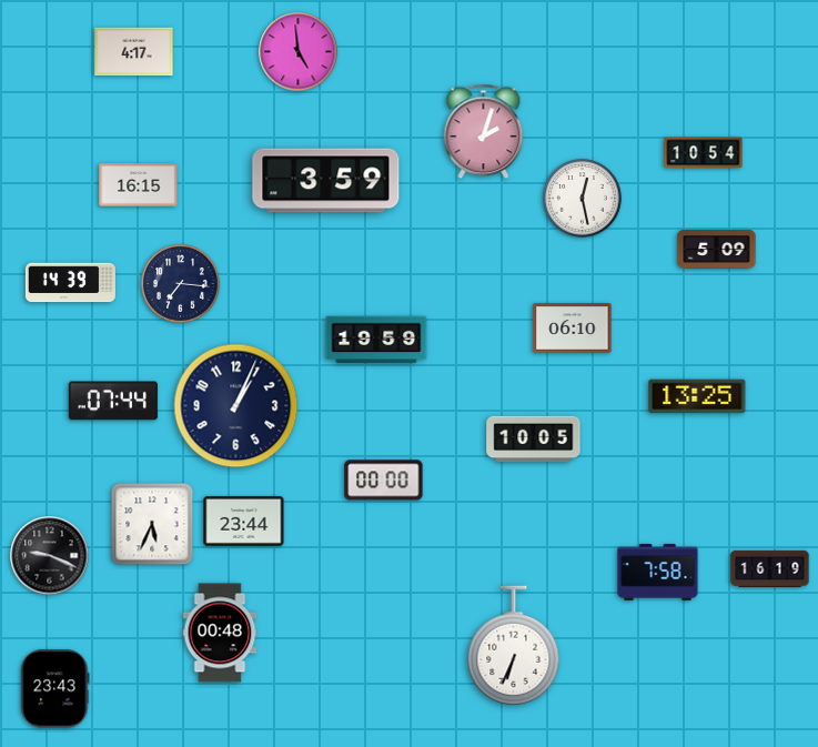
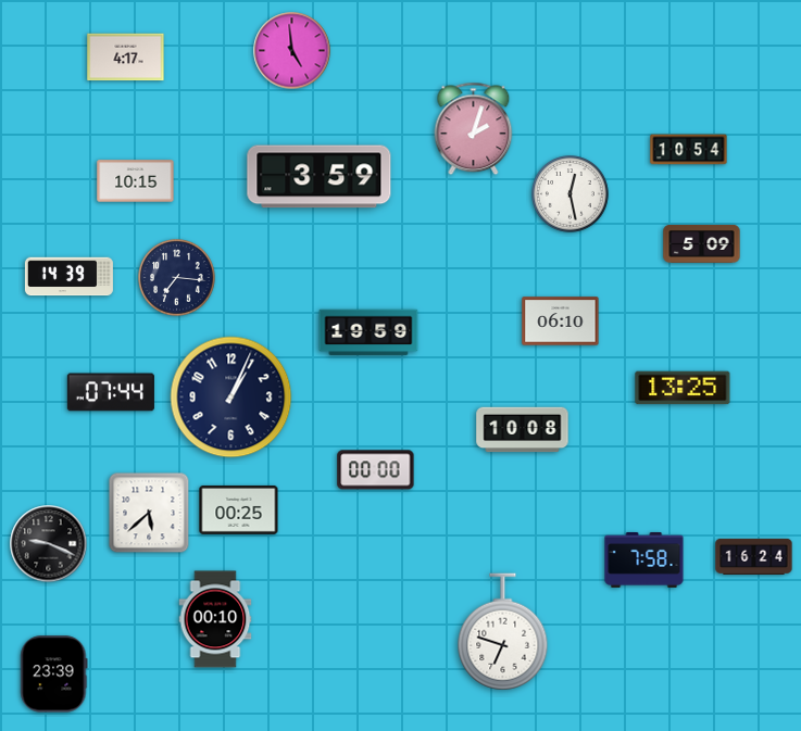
clock at (134, 52) position: (134, 52) -> (126, 58)
clock at (139, 185): 16:15 -> 10:15
clock at (534, 440): 10:05 -> 10:08
clock at (244, 521): 23:44 -> 00:25
clock at (152, 524): 5:34 -> 5:38
clock at (770, 568): 16:19 -> 16:24
clock at (220, 633): 00:48 -> 00:10
clock at (514, 646): 6:34 -> 6:48
clock at (55, 689): 23:43 -> 23:39
